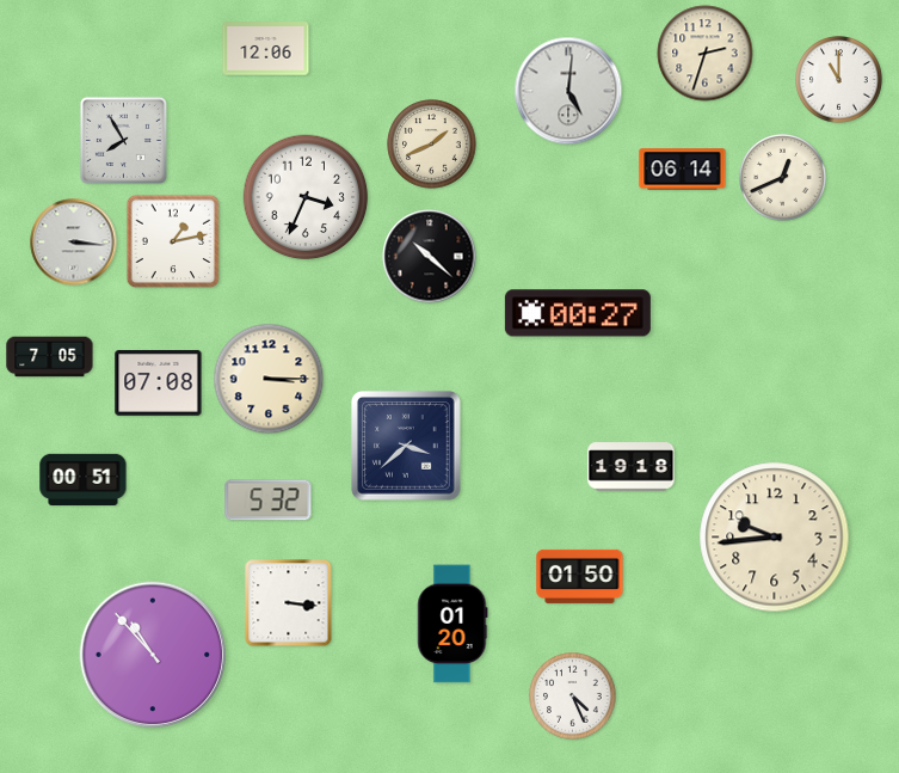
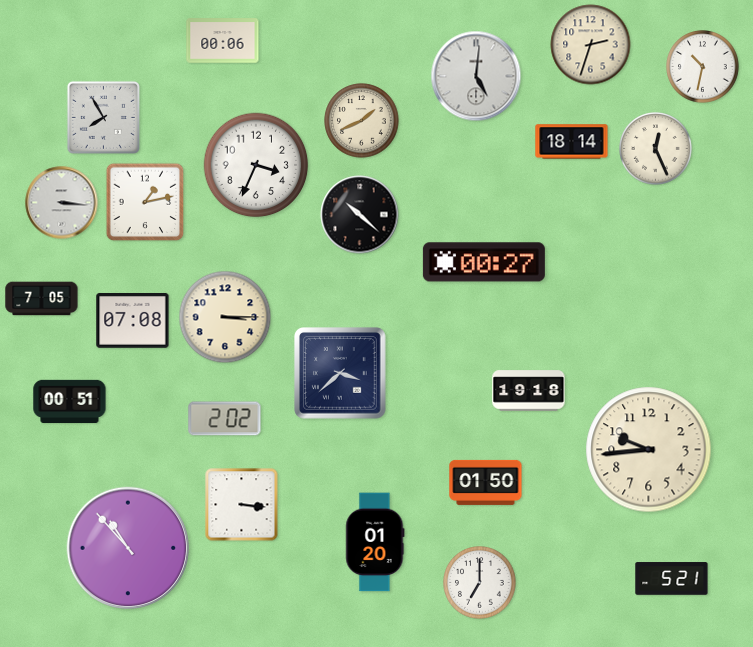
clock at (266, 49): 12:06 -> 00:06
clock at (839, 80): 11:00 -> 10:32
clock at (683, 170): 06:14 -> 18:14
clock at (783, 178): 12:41 -> 12:26
clock at (269, 501): 5:32 -> 2:02
clock at (452, 624) position: (452, 624) -> (375, 542)
clock at (672, 579): none -> 5:21
clock at (573, 697): 4:26 -> 7:00
